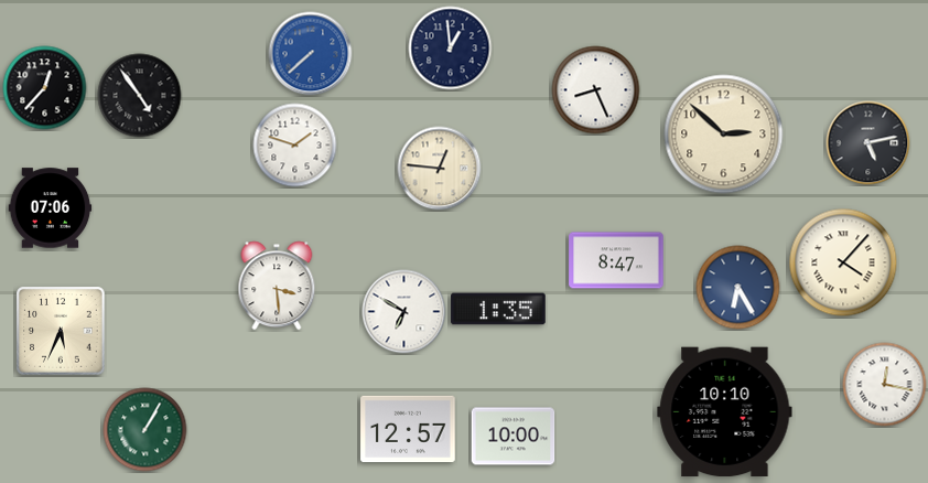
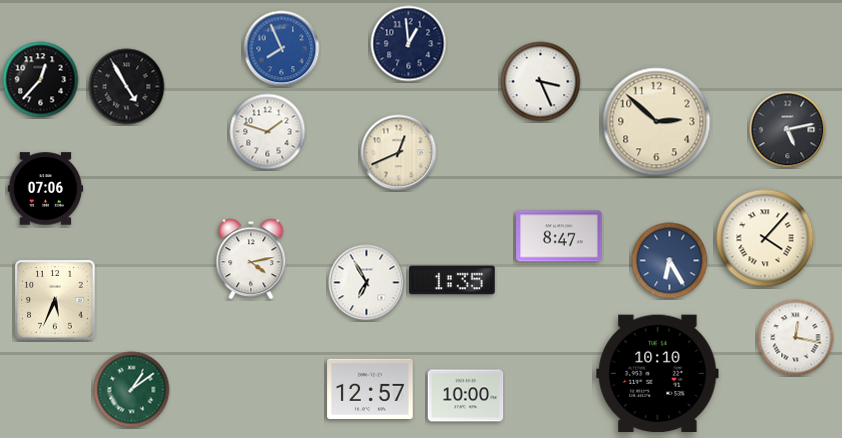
clock at (311, 54): 7:38 -> 7:56
clock at (596, 90): 8:26 -> 3:26
clock at (140, 96): 4:54 -> 4:55
clock at (440, 169): 12:46 -> 12:41
clock at (277, 286): 3:29 -> 4:13
clock at (404, 312): 6:50 -> 6:55
clock at (885, 385) position: (885, 385) -> (796, 338)
clock at (145, 430): 1:05 -> 1:09
